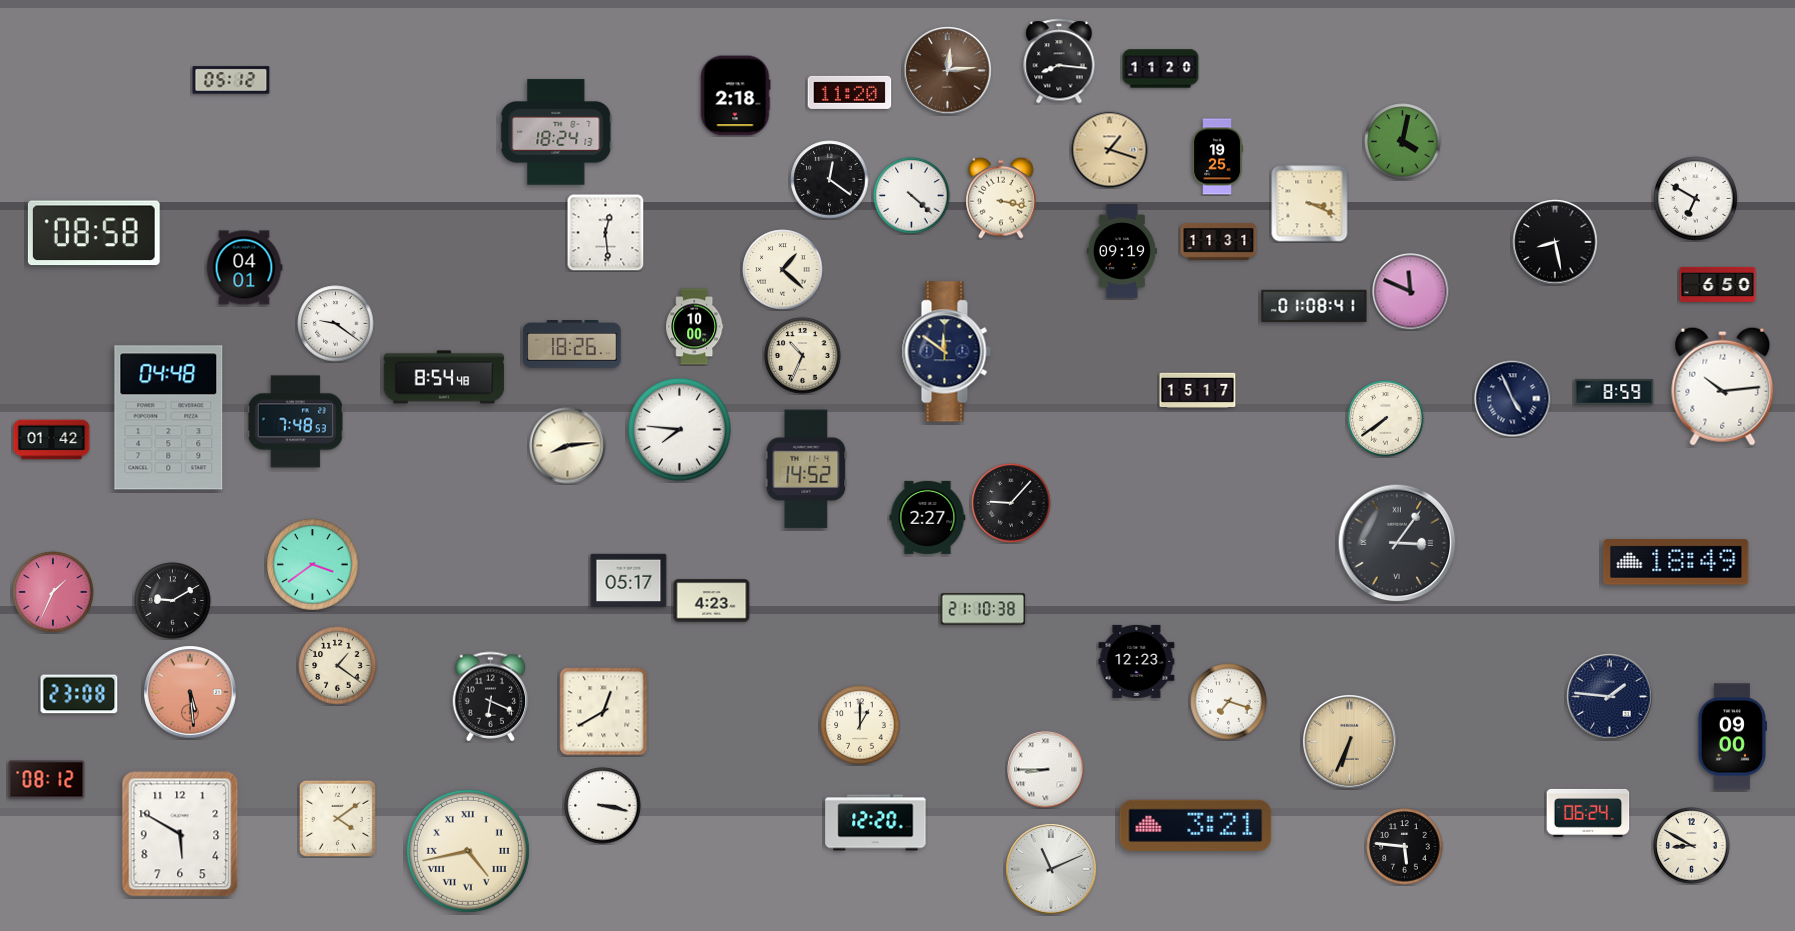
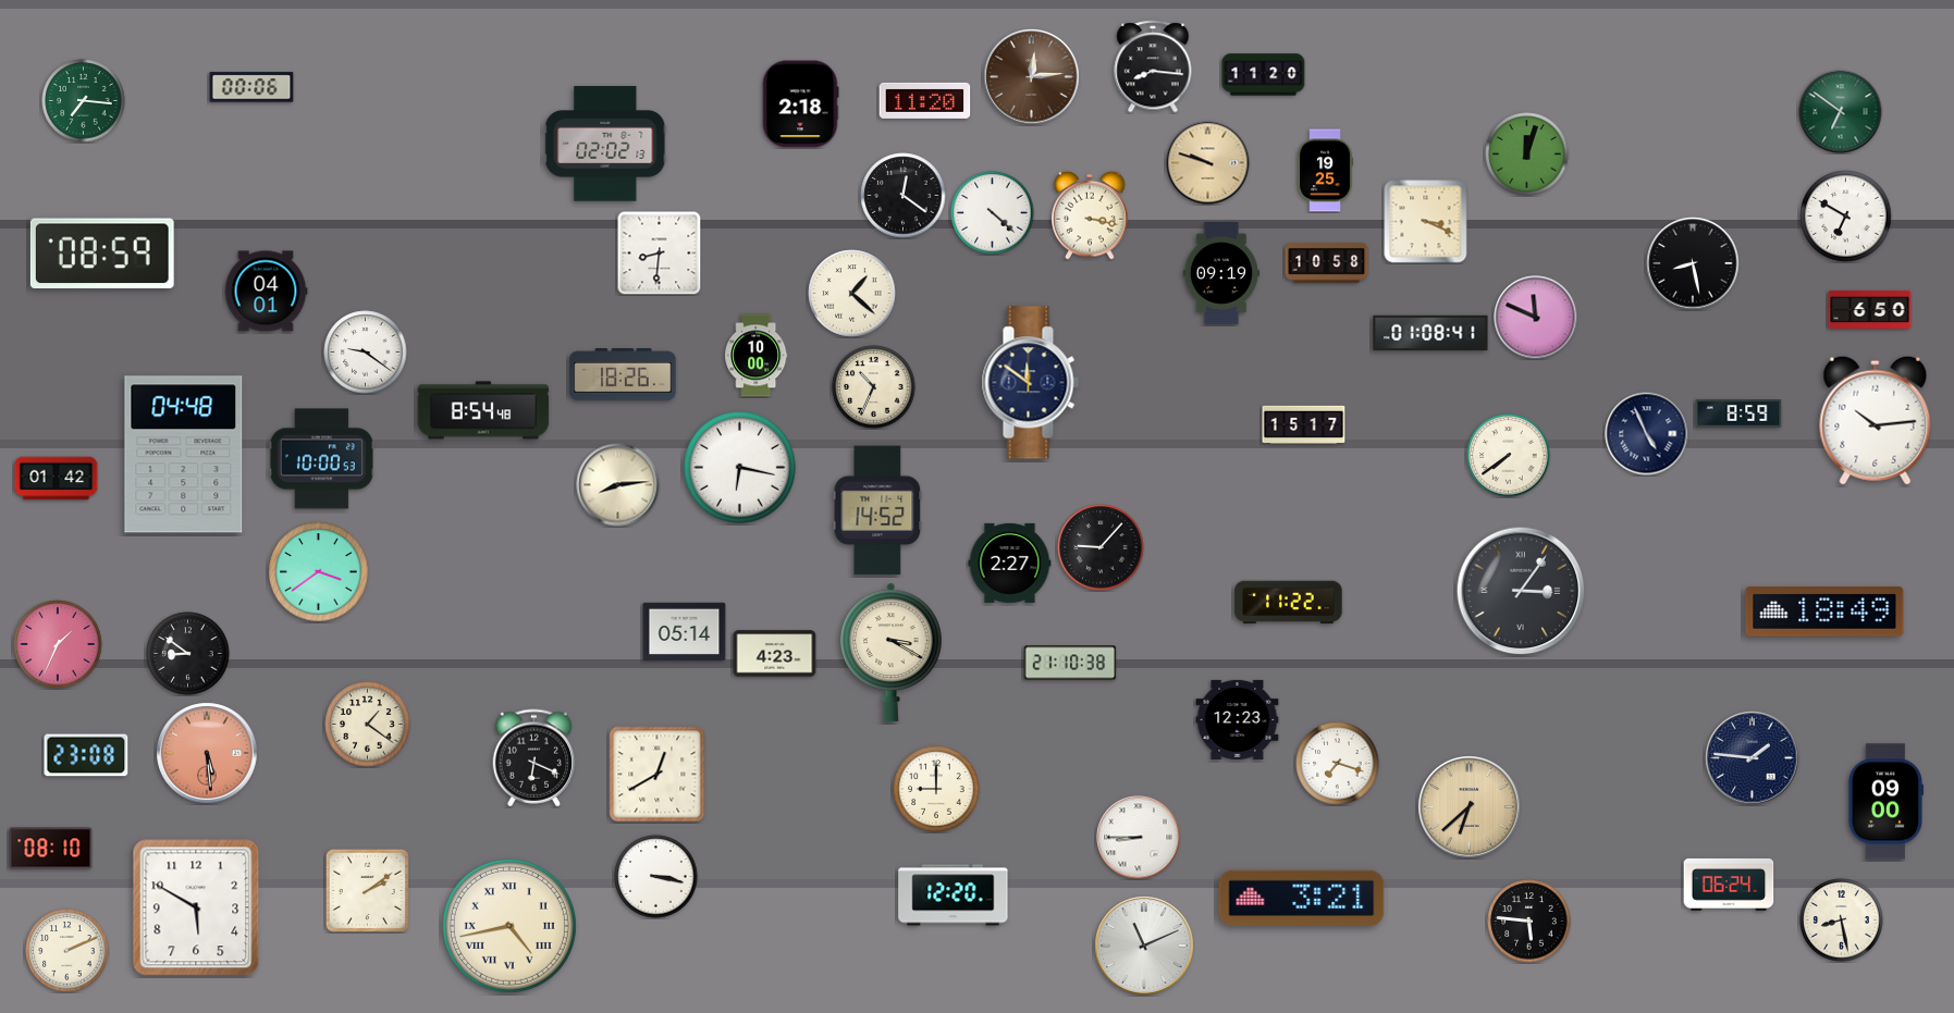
clock at (231, 80): 05:12 -> 00:06
clock at (84, 101): none -> 7:16
clock at (1841, 112): none -> 6:51
clock at (556, 132): 18:24 -> 02:02
clock at (1403, 142): 4:02 -> 12:03
clock at (1110, 150): 1:18 -> 9:48
clock at (605, 232): 12:29 -> 8:31
clock at (94, 233): 08:58 -> 08:59
clock at (1219, 242): 11:31 -> 10:58
clock at (1614, 392) position: (1614, 392) -> (1738, 413)
clock at (295, 422): 7:48 -> 10:00
clock at (680, 430): 7:46 -> 6:17
clock at (1289, 603): none -> 11:22
clock at (313, 565) position: (313, 565) -> (319, 572)
clock at (629, 581): 05:17 -> 05:14
clock at (892, 652): none -> 3:20
clock at (173, 601): 9:10 -> 8:51
clock at (860, 725): 1:00 -> 9:00
clock at (1350, 742): 6:34 -> 6:38
clock at (47, 780): 08:12 -> 08:10
clock at (337, 818): 4:09 -> 2:09
clock at (1692, 846): 8:50 -> 8:28
clock at (67, 951): none -> 2:11
